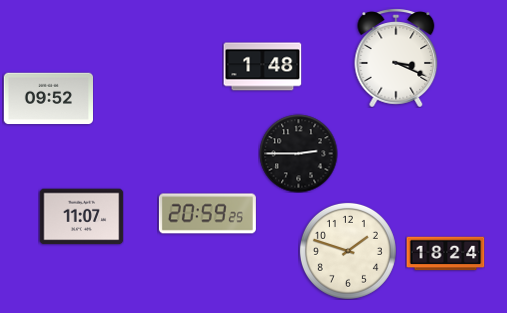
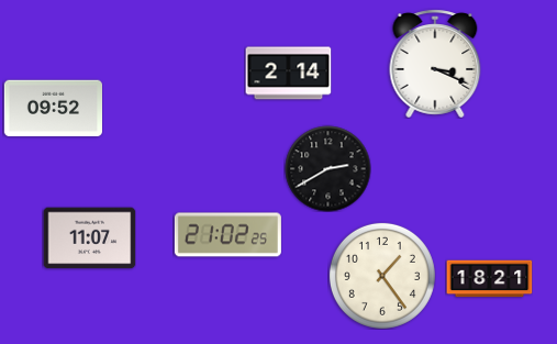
clock at (262, 67): 1:48 -> 2:14
clock at (298, 153): 2:45 -> 2:40
clock at (207, 214): 20:59 -> 21:02
clock at (348, 251): 1:48 -> 1:24
clock at (445, 254): 18:24 -> 18:21
